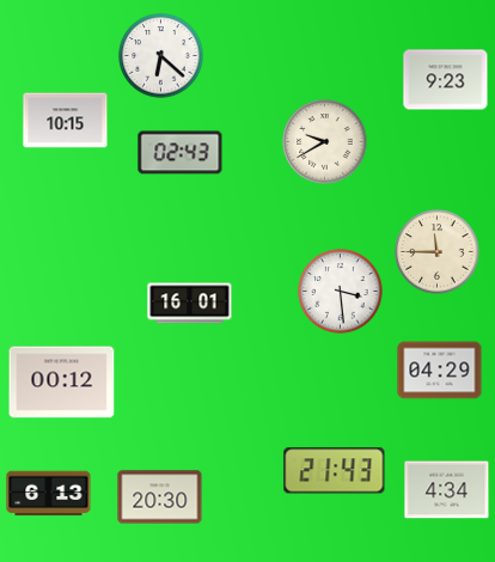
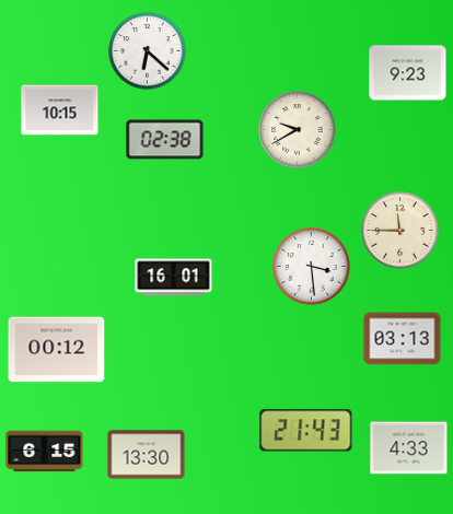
clock at (181, 153): 02:43 -> 02:38
clock at (440, 371): 04:29 -> 03:13
clock at (447, 490): 4:34 -> 4:33
clock at (49, 494): 6:13 -> 6:15
clock at (160, 497): 20:30 -> 13:30
